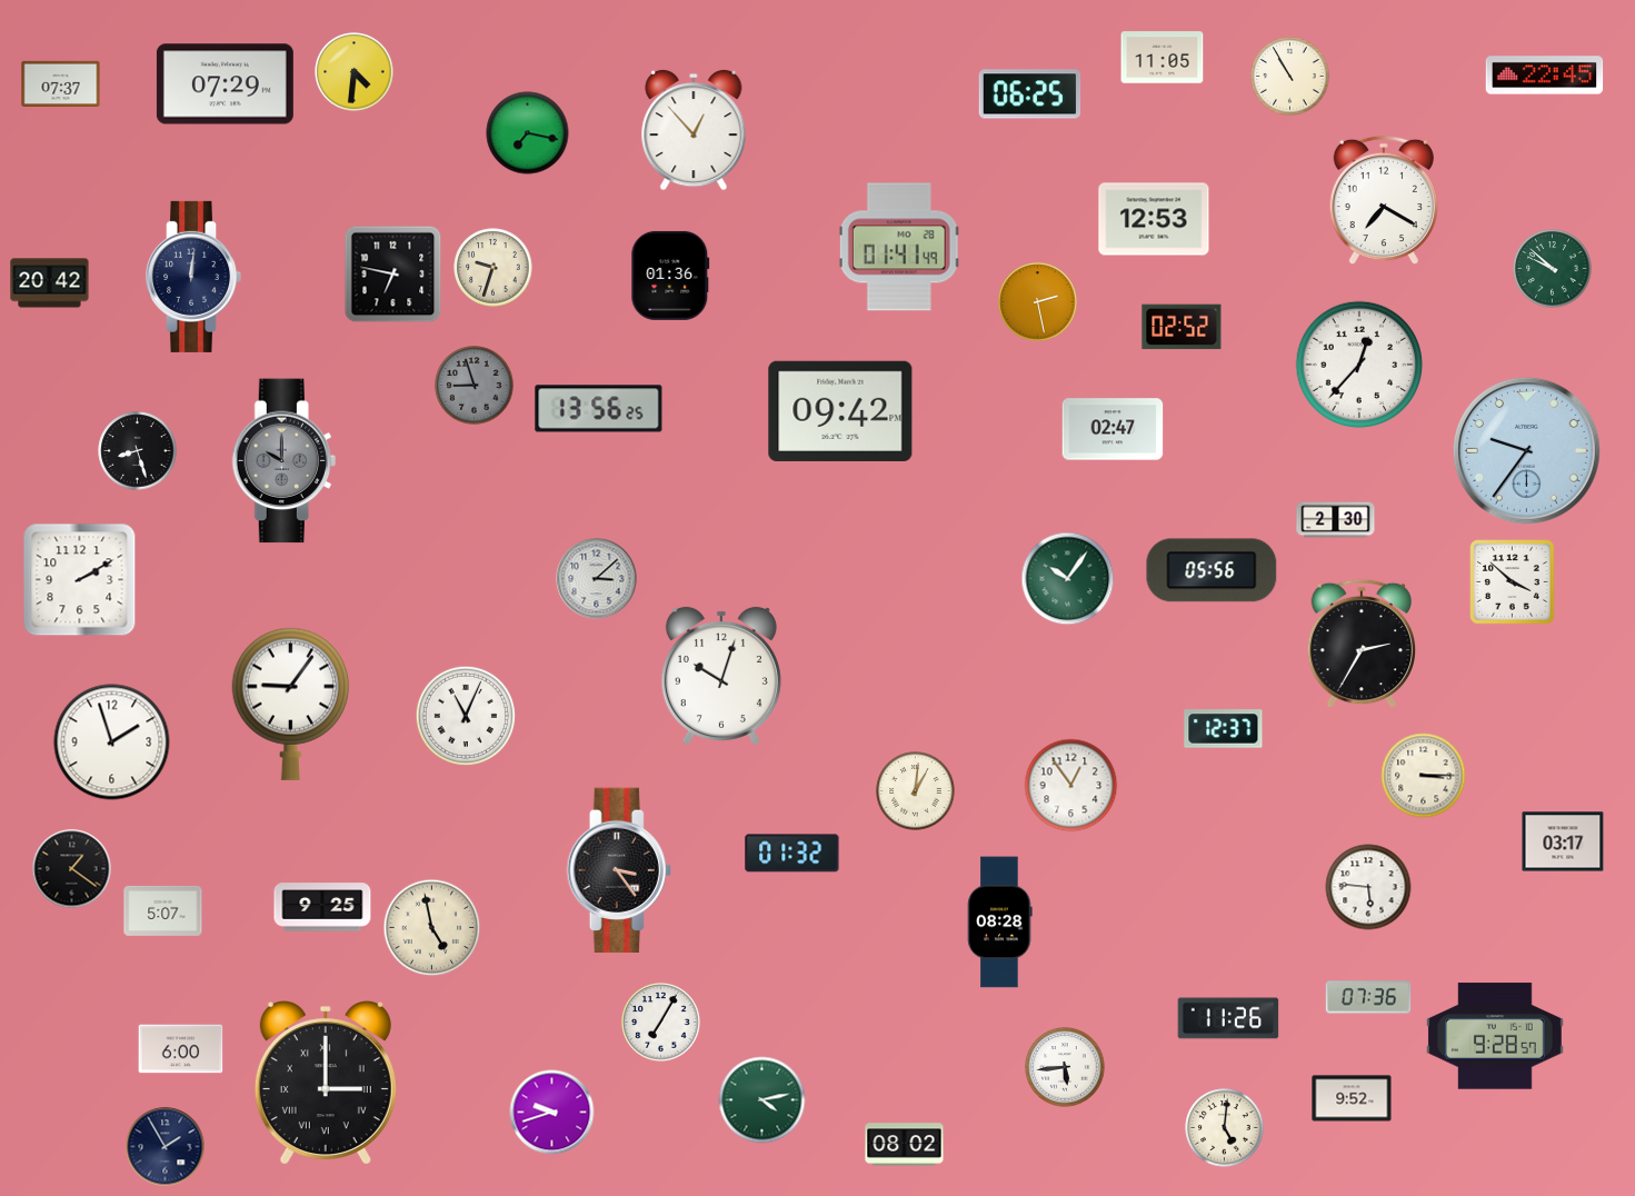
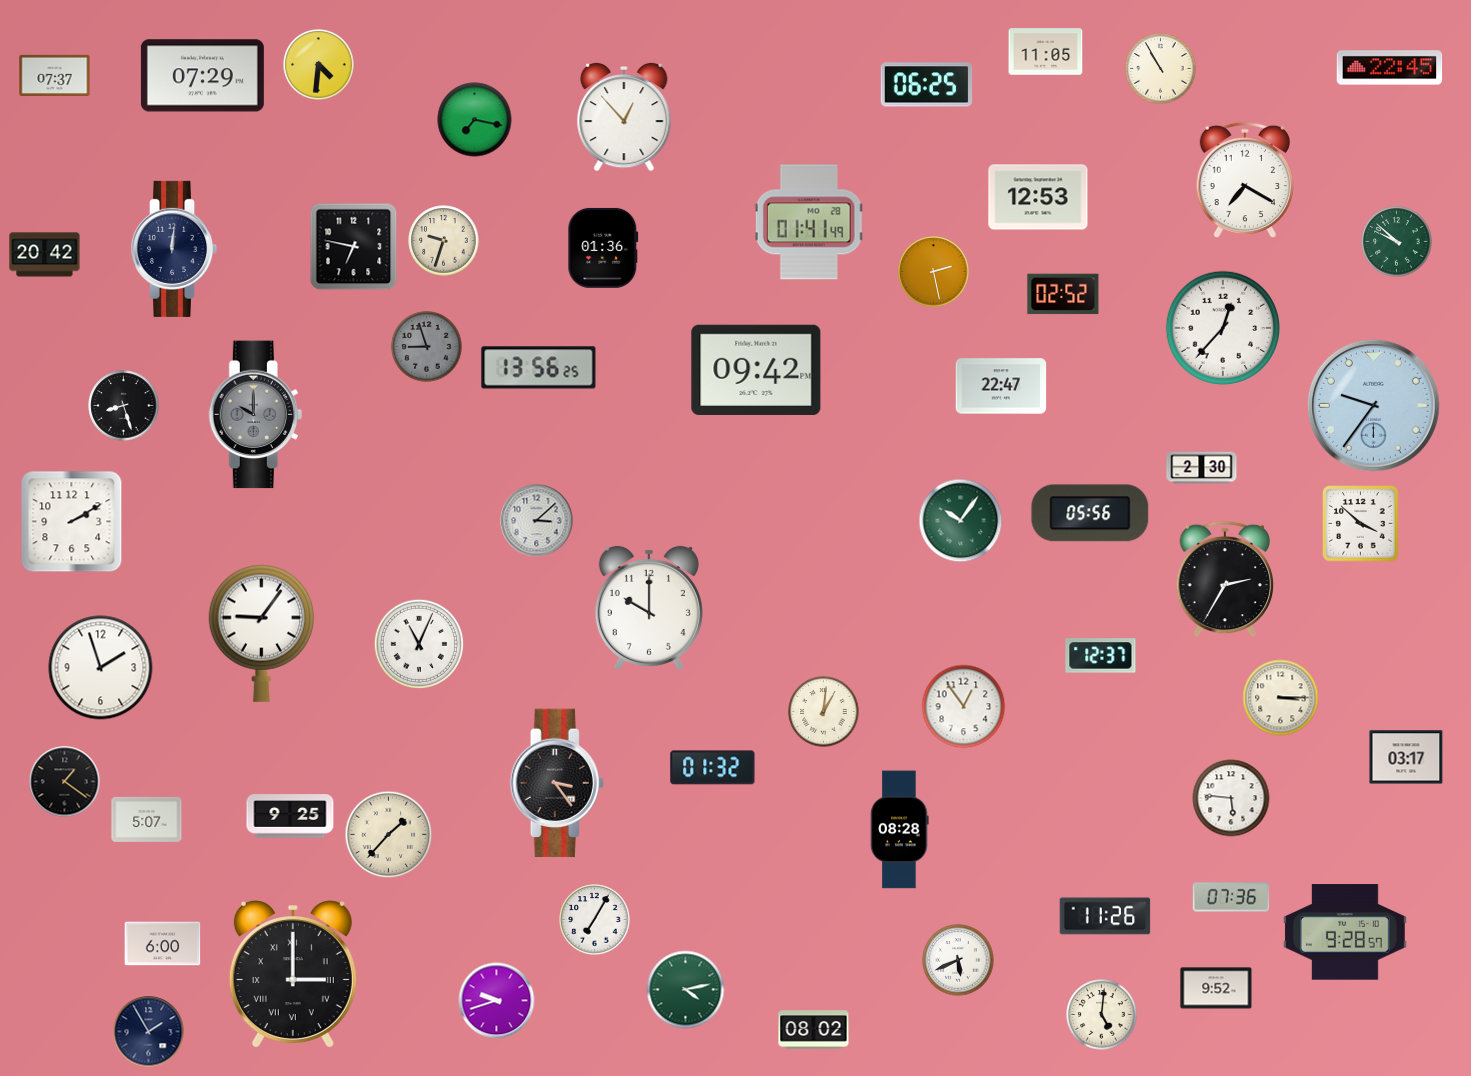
clock at (1113, 429): 02:47 -> 22:47
clock at (721, 676): 10:03 -> 10:00
clock at (432, 928): 4:58 -> 1:37
clock at (1065, 1067): 5:44 -> 5:41
